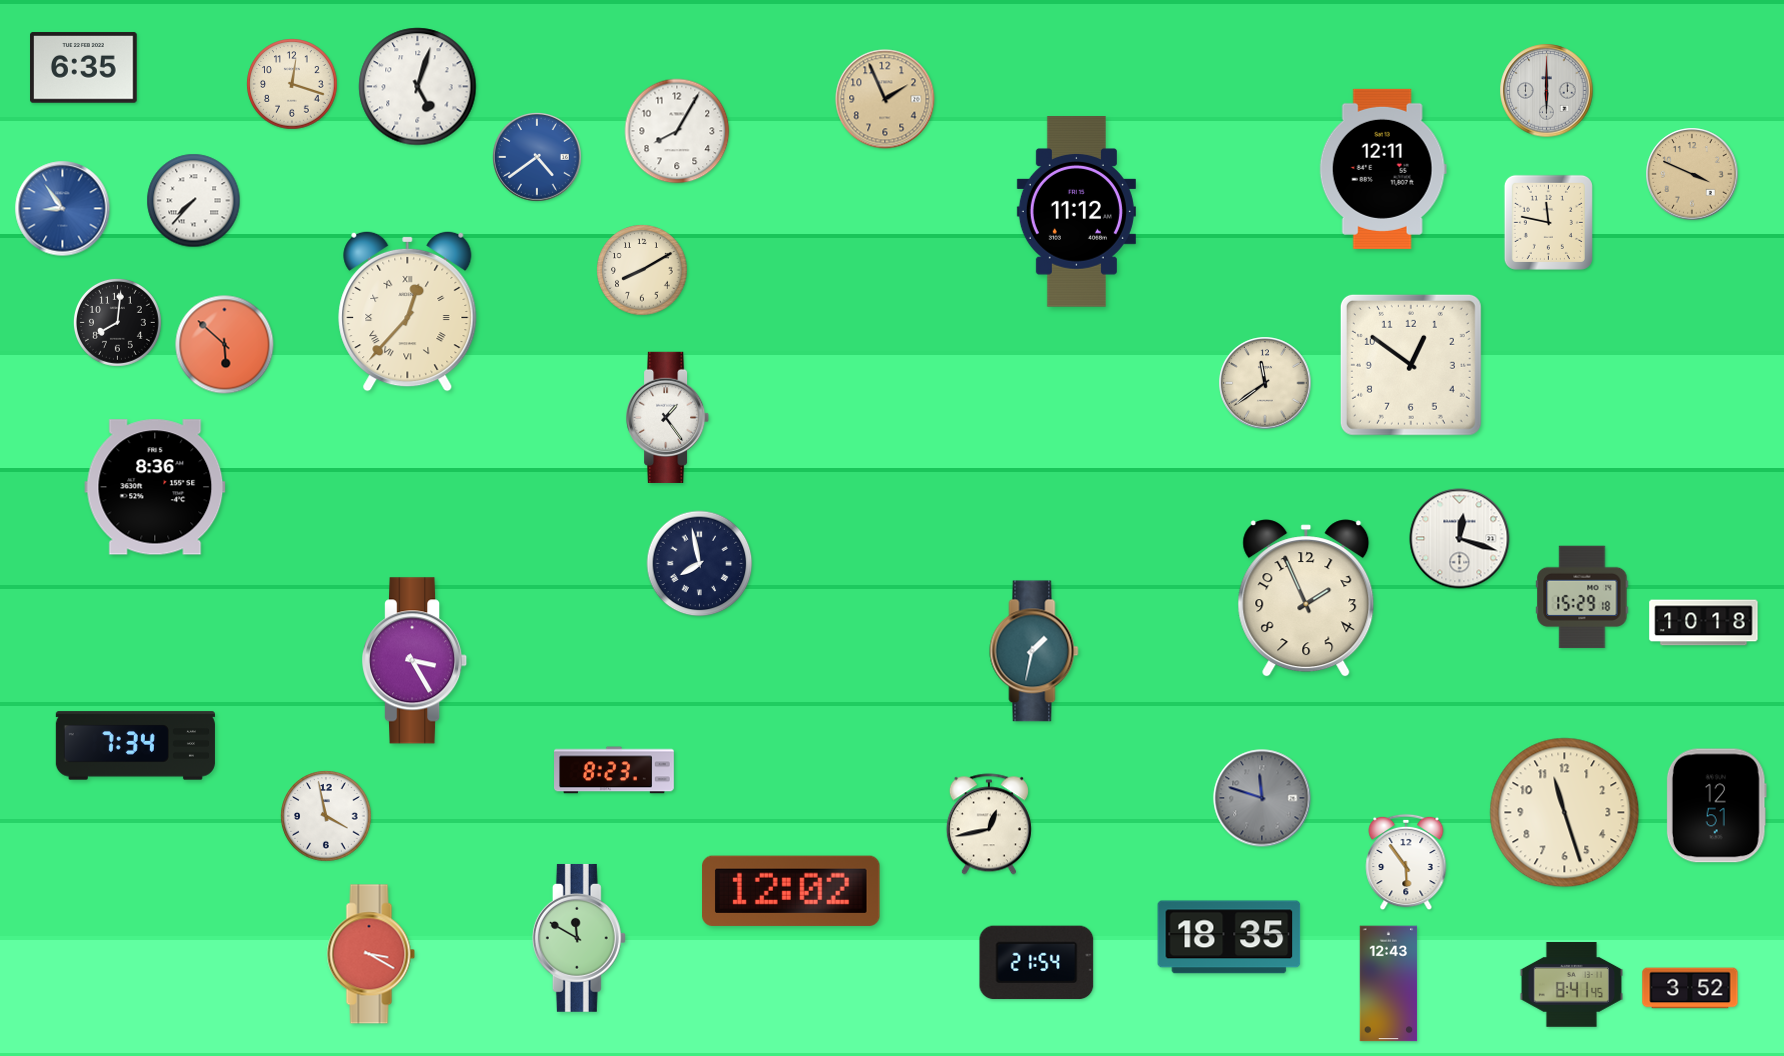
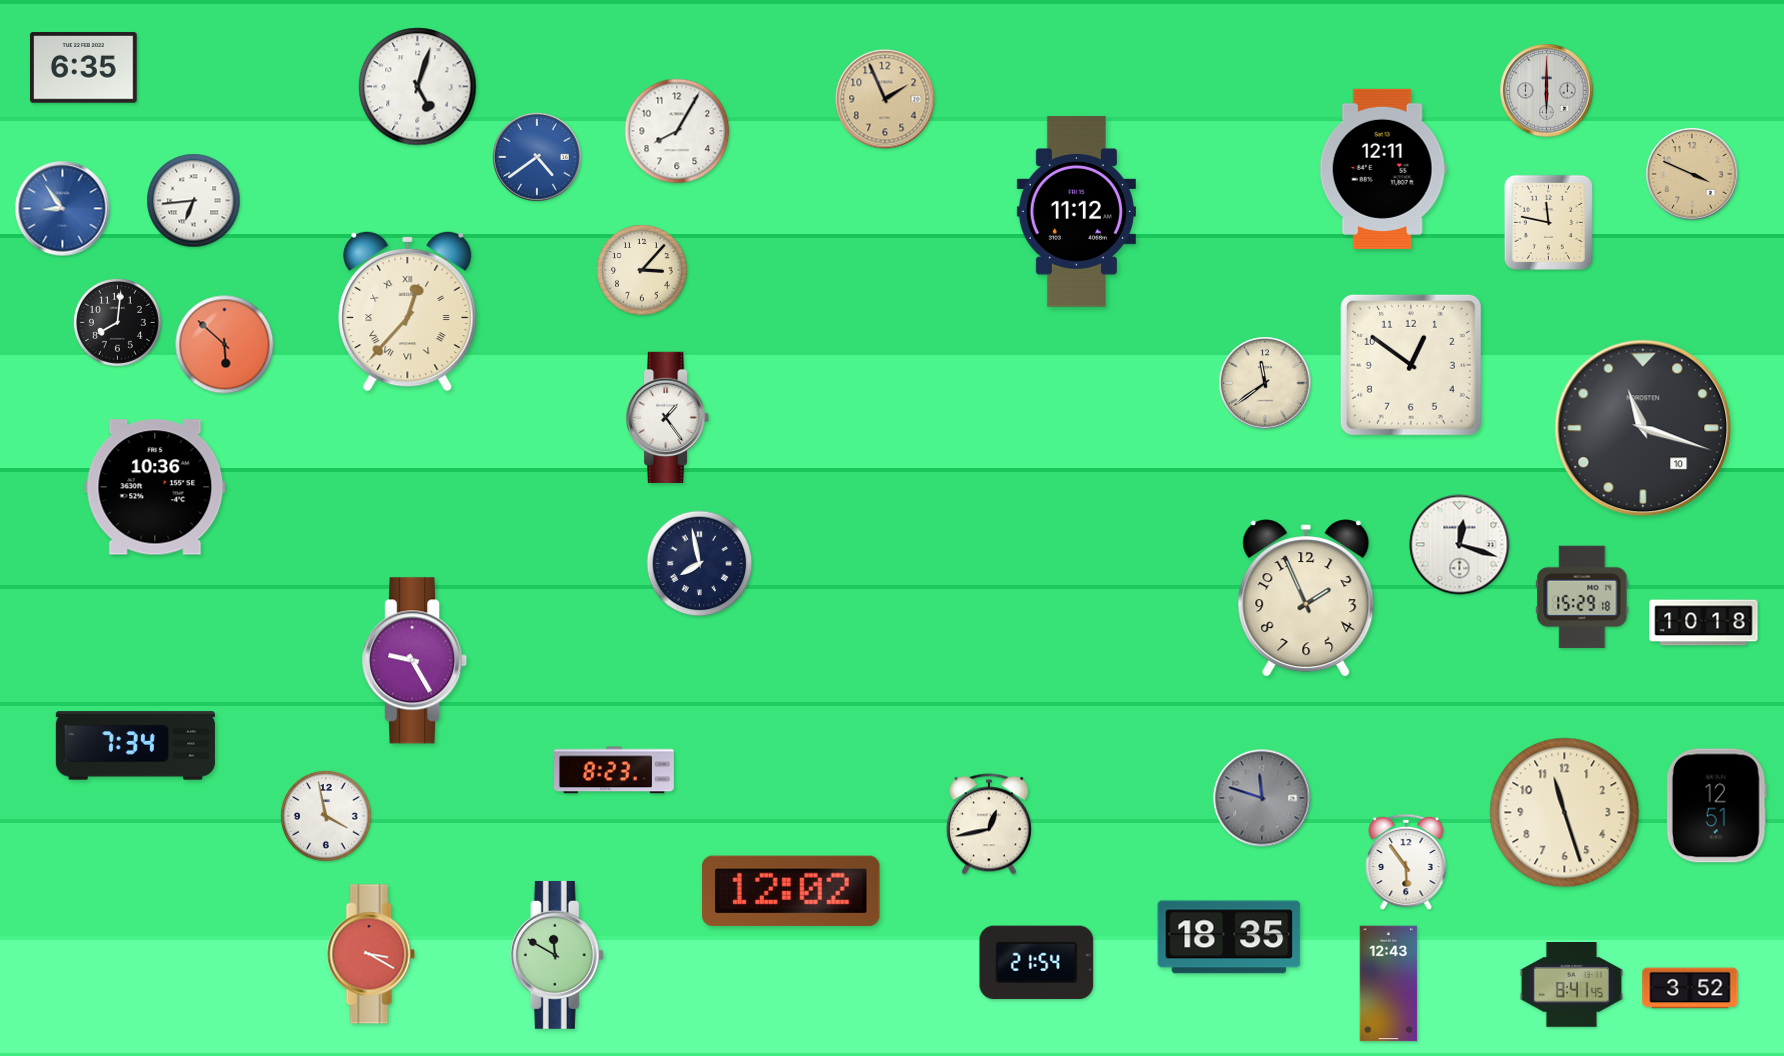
clock at (292, 84): 12:18 -> none
clock at (194, 201): 7:37 -> 6:44
clock at (642, 270): 8:10 -> 3:07
clock at (1643, 428): none -> 11:18
clock at (155, 487): 8:36 -> 10:36
clock at (1460, 539) position: (1460, 539) -> (1460, 545)
clock at (1034, 651): 1:32 -> none
clock at (415, 661): 3:25 -> 9:25
clock at (579, 938) position: (579, 938) -> (557, 955)
